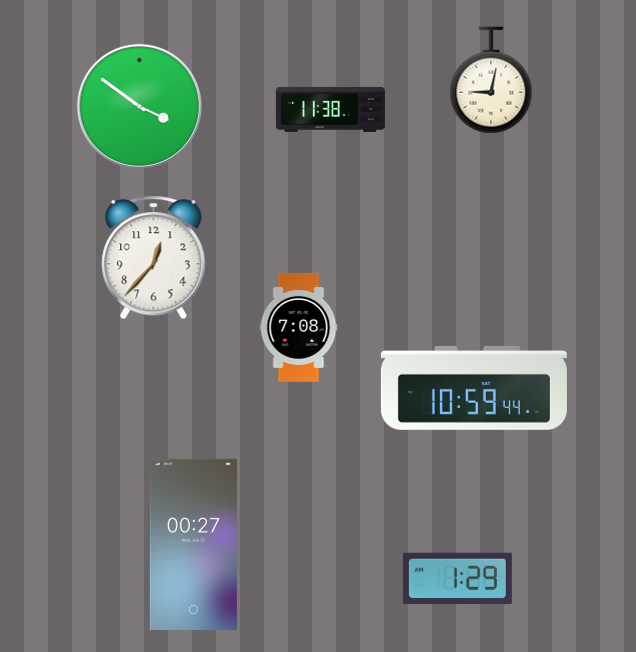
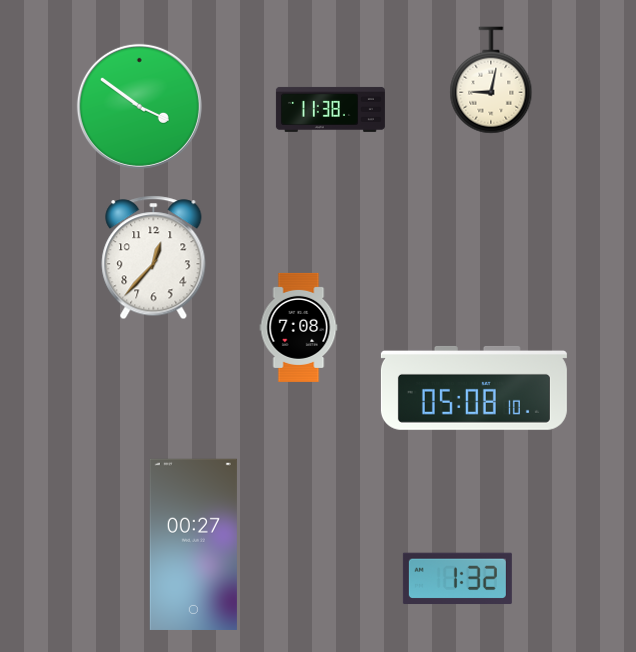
clock at (474, 388): 10:59 -> 05:08
clock at (457, 579): 1:29 -> 1:32
